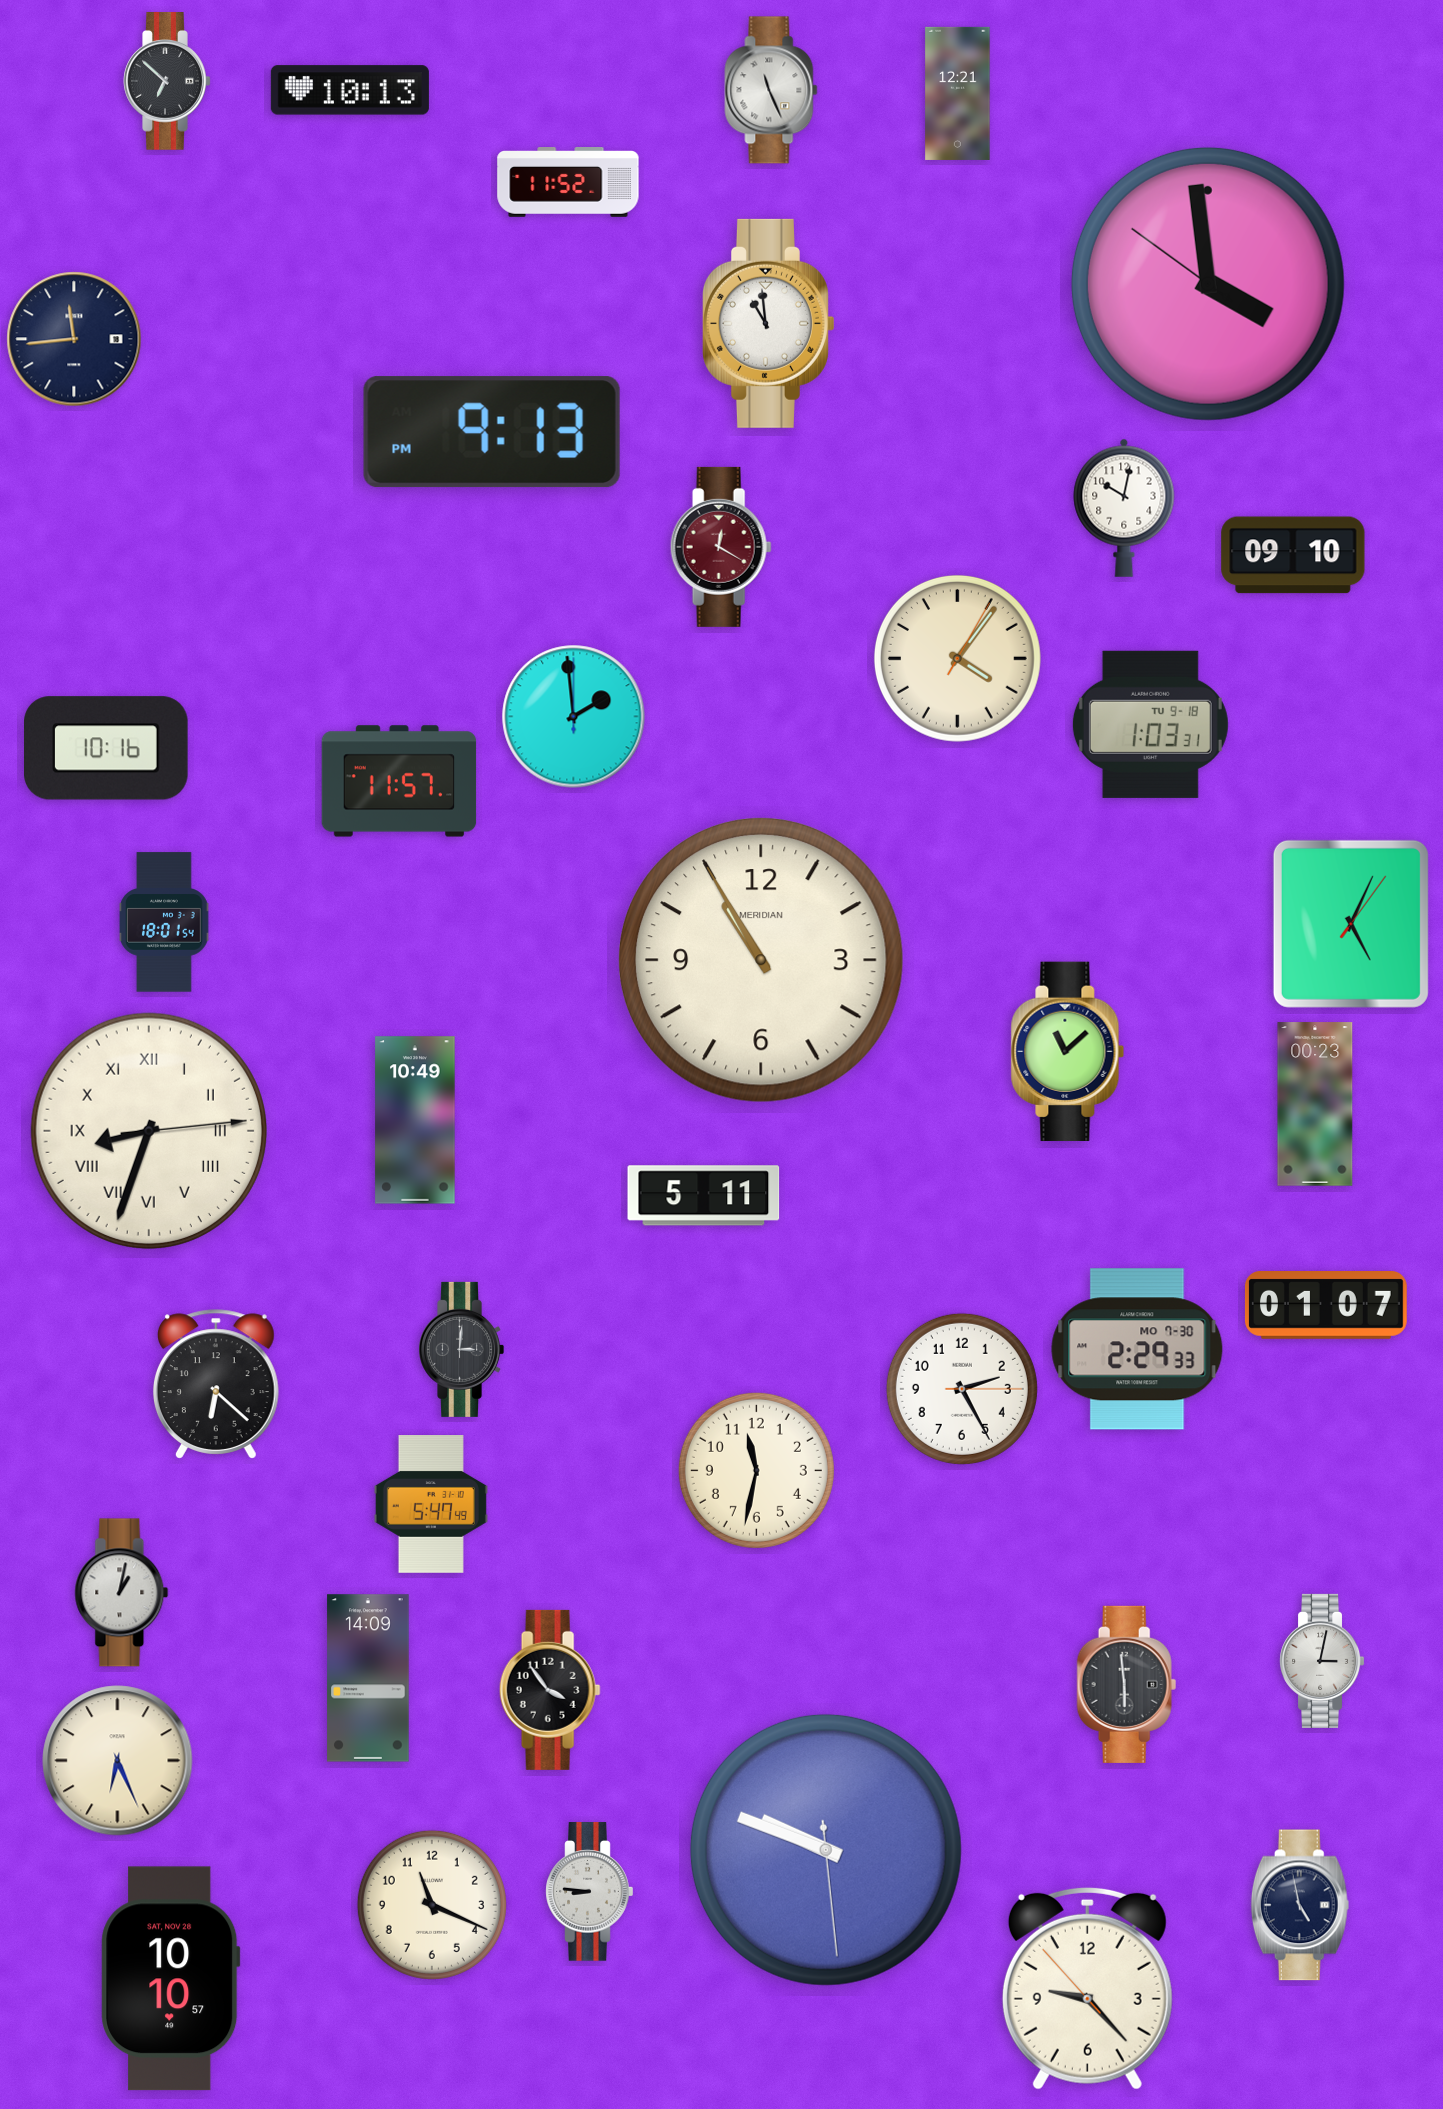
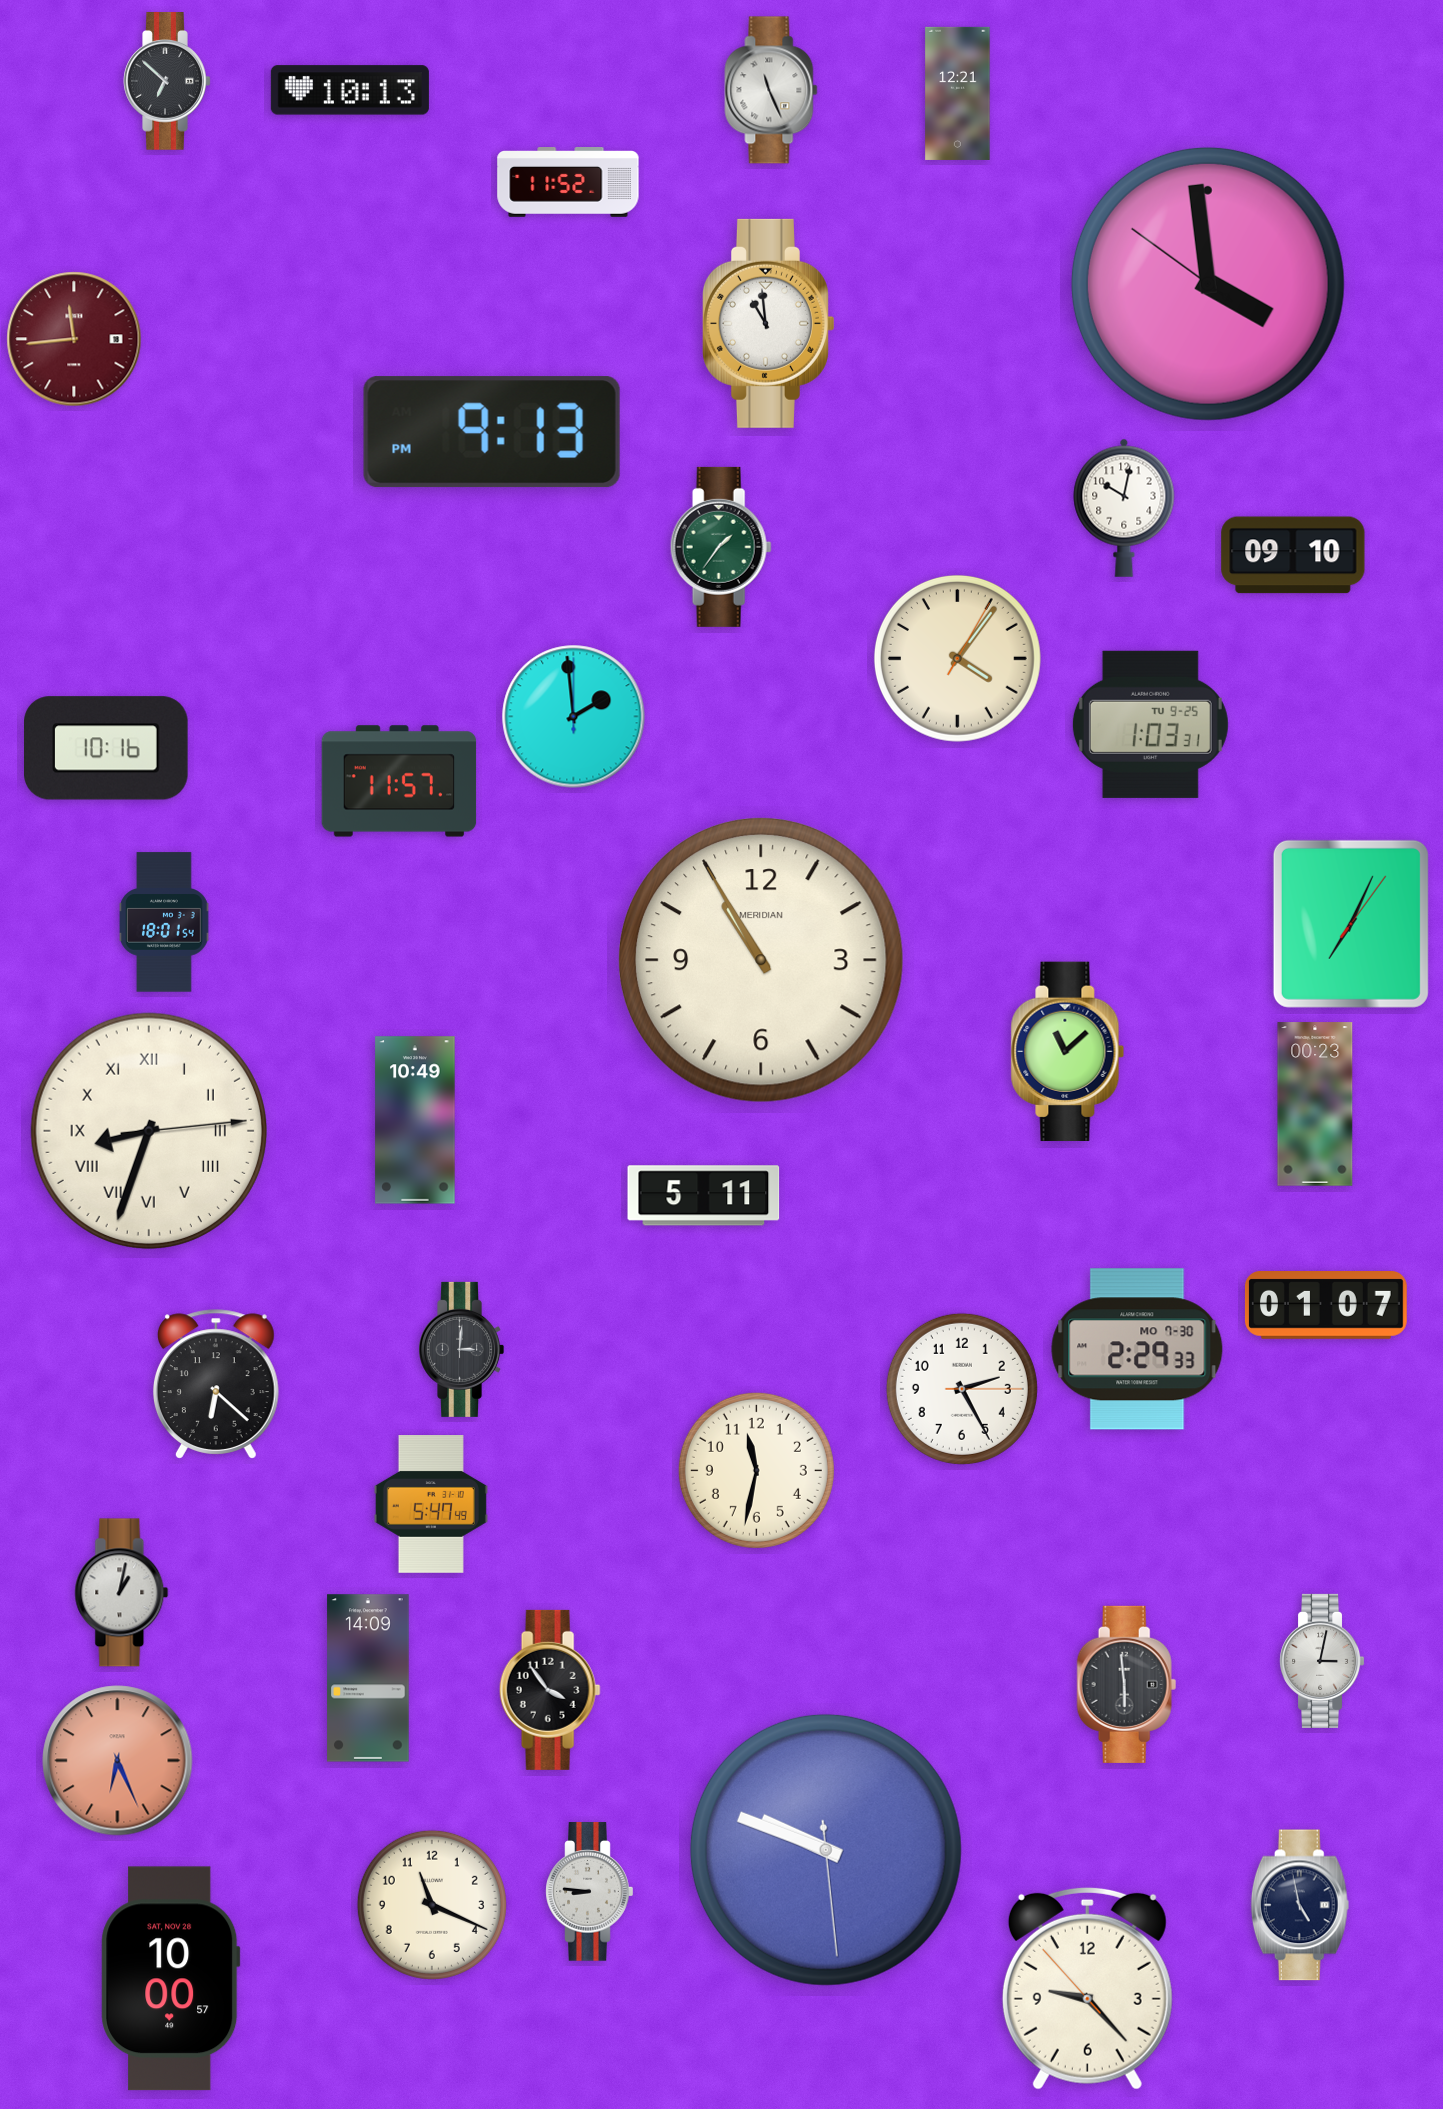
clock at (74, 339) dial: navy -> burgundy
clock at (721, 547): 12:20 -> 1:36
clock at (721, 547) dial: burgundy -> green
clock at (1150, 724) date: TU 9-18 -> TU 9-25
clock at (1351, 924): 5:04 -> 7:04
clock at (118, 1761) dial: cream -> salmon
clock at (171, 1979): 10:10 -> 10:00
